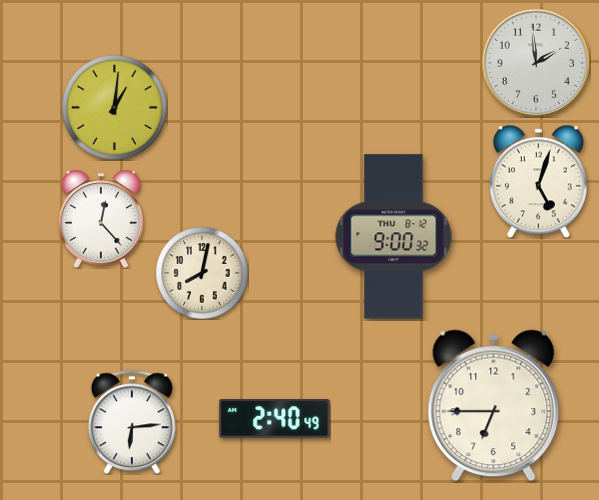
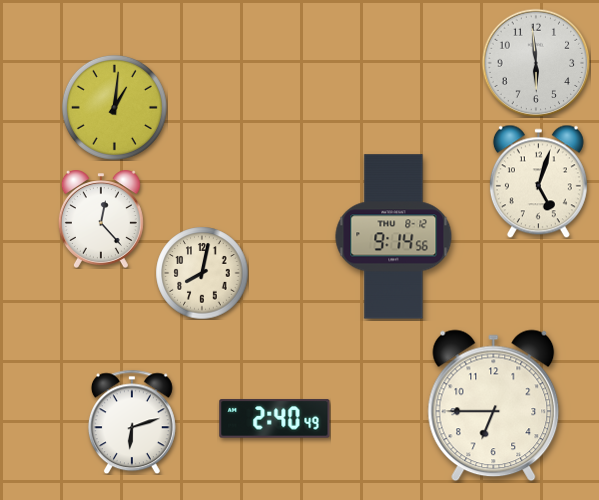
clock at (536, 63): 1:59 -> 5:59
clock at (394, 237): 9:00 -> 9:14
clock at (132, 422): 6:14 -> 6:12
